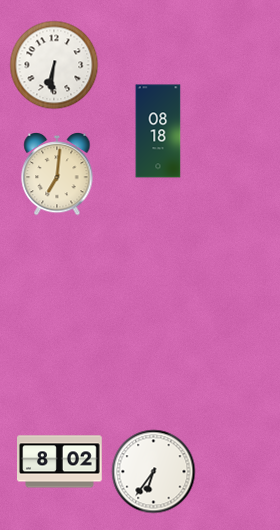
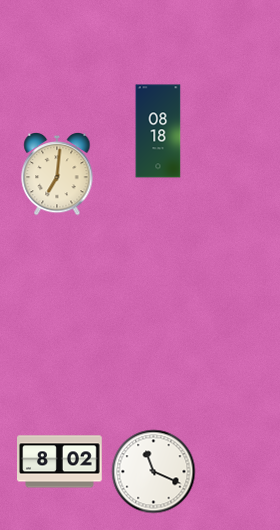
clock at (54, 65): 6:31 -> none
clock at (154, 472): 6:36 -> 11:19
